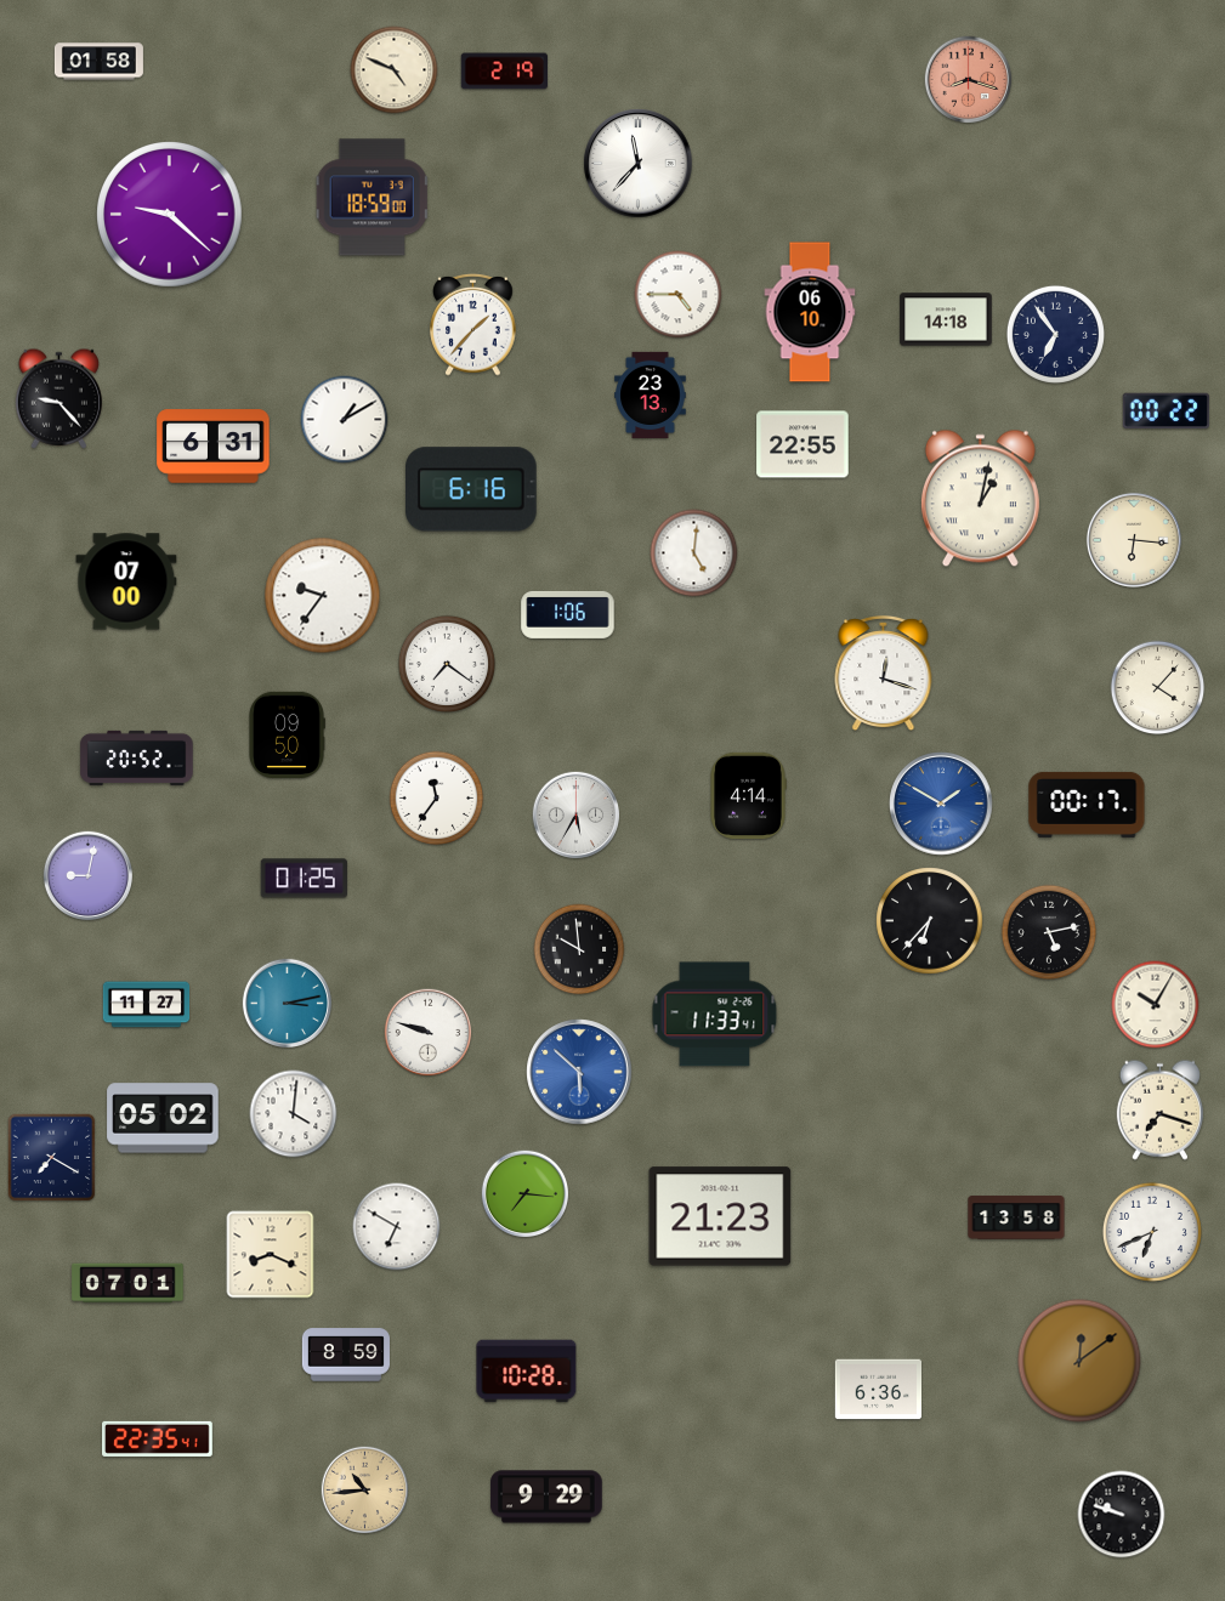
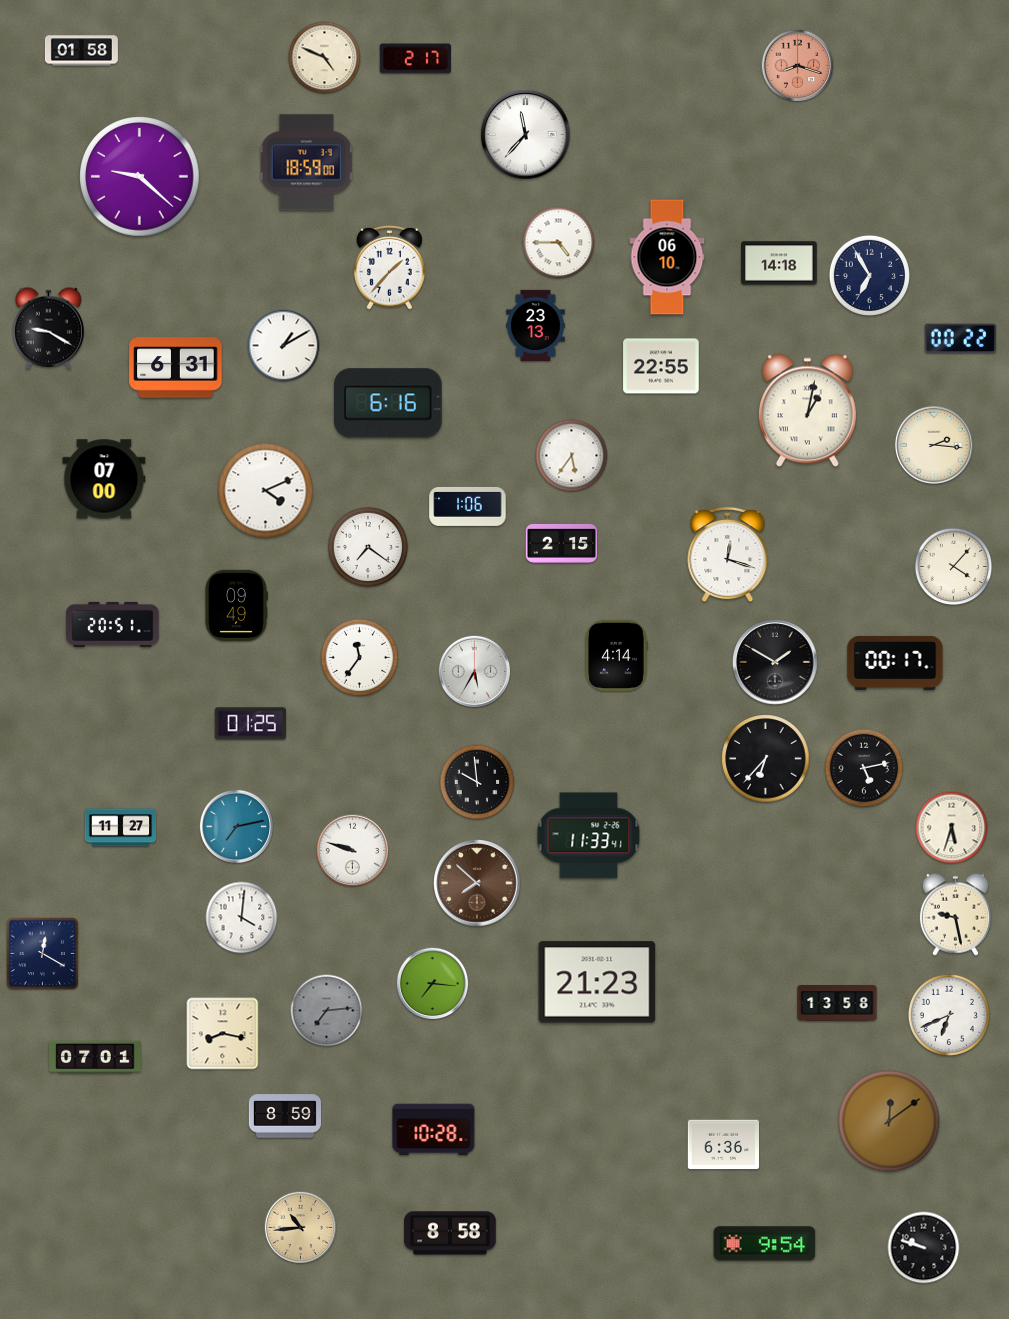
clock at (504, 72): 2:19 -> 2:17
clock at (1055, 334): 6:54 -> 6:55
clock at (58, 398): 9:23 -> 9:20
clock at (1134, 540): 6:16 -> 2:16
clock at (694, 553): 5:01 -> 5:36
clock at (323, 596): 9:36 -> 4:11
clock at (562, 543): none -> 2:15
clock at (287, 736): 09:50 -> 09:49
clock at (137, 757): 20:52 -> 20:51
clock at (941, 804) dial: blue -> black
clock at (87, 875): 9:02 -> none
clock at (287, 1003): 3:13 -> 7:13
clock at (1156, 1005): 10:05 -> 5:33
clock at (579, 1072): 5:52 -> 7:52
clock at (579, 1072) dial: blue -> brown
clock at (1159, 1109): 7:18 -> 9:28
clock at (163, 1118): 05:02 -> none
clock at (52, 1158): 7:20 -> 12:20
clock at (720, 1216) position: (720, 1216) -> (597, 982)
clock at (397, 1227): 6:50 -> 7:14
clock at (397, 1227) dial: white -> grey
clock at (271, 1255): 8:19 -> 8:17
clock at (127, 1283) position: (127, 1283) -> (95, 1057)
clock at (158, 1438): 22:35 -> none
clock at (546, 1497): 9:29 -> 8:58
clock at (765, 1244): none -> 9:54
